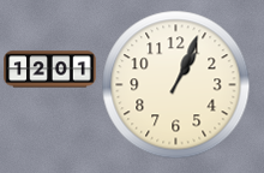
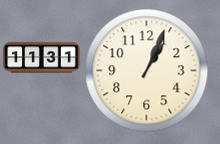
clock at (50, 70): 12:01 -> 11:31
